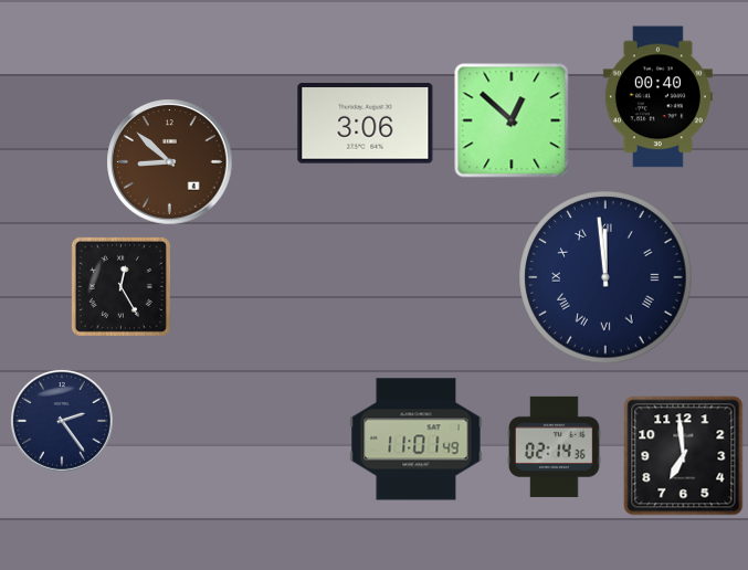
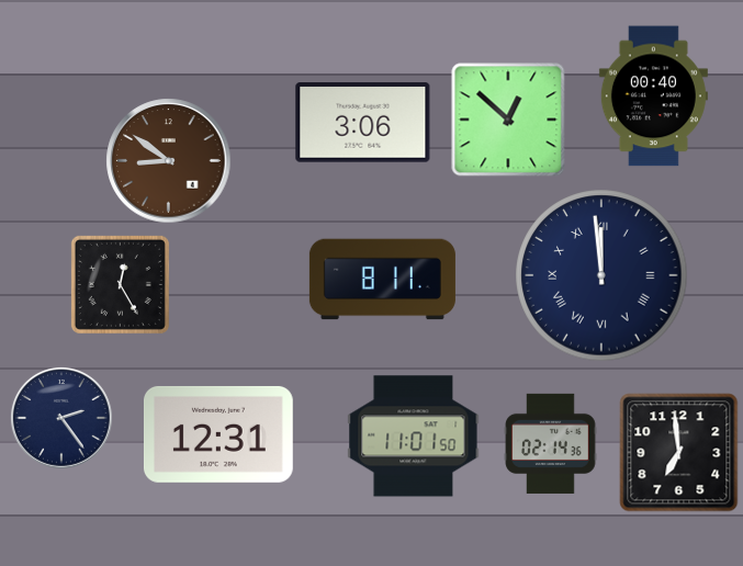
clock at (170, 162): 8:52 -> 8:51
clock at (382, 280): none -> 8:11
clock at (218, 434): none -> 12:31
clock at (417, 440): 11:01:49 -> 11:01:50
